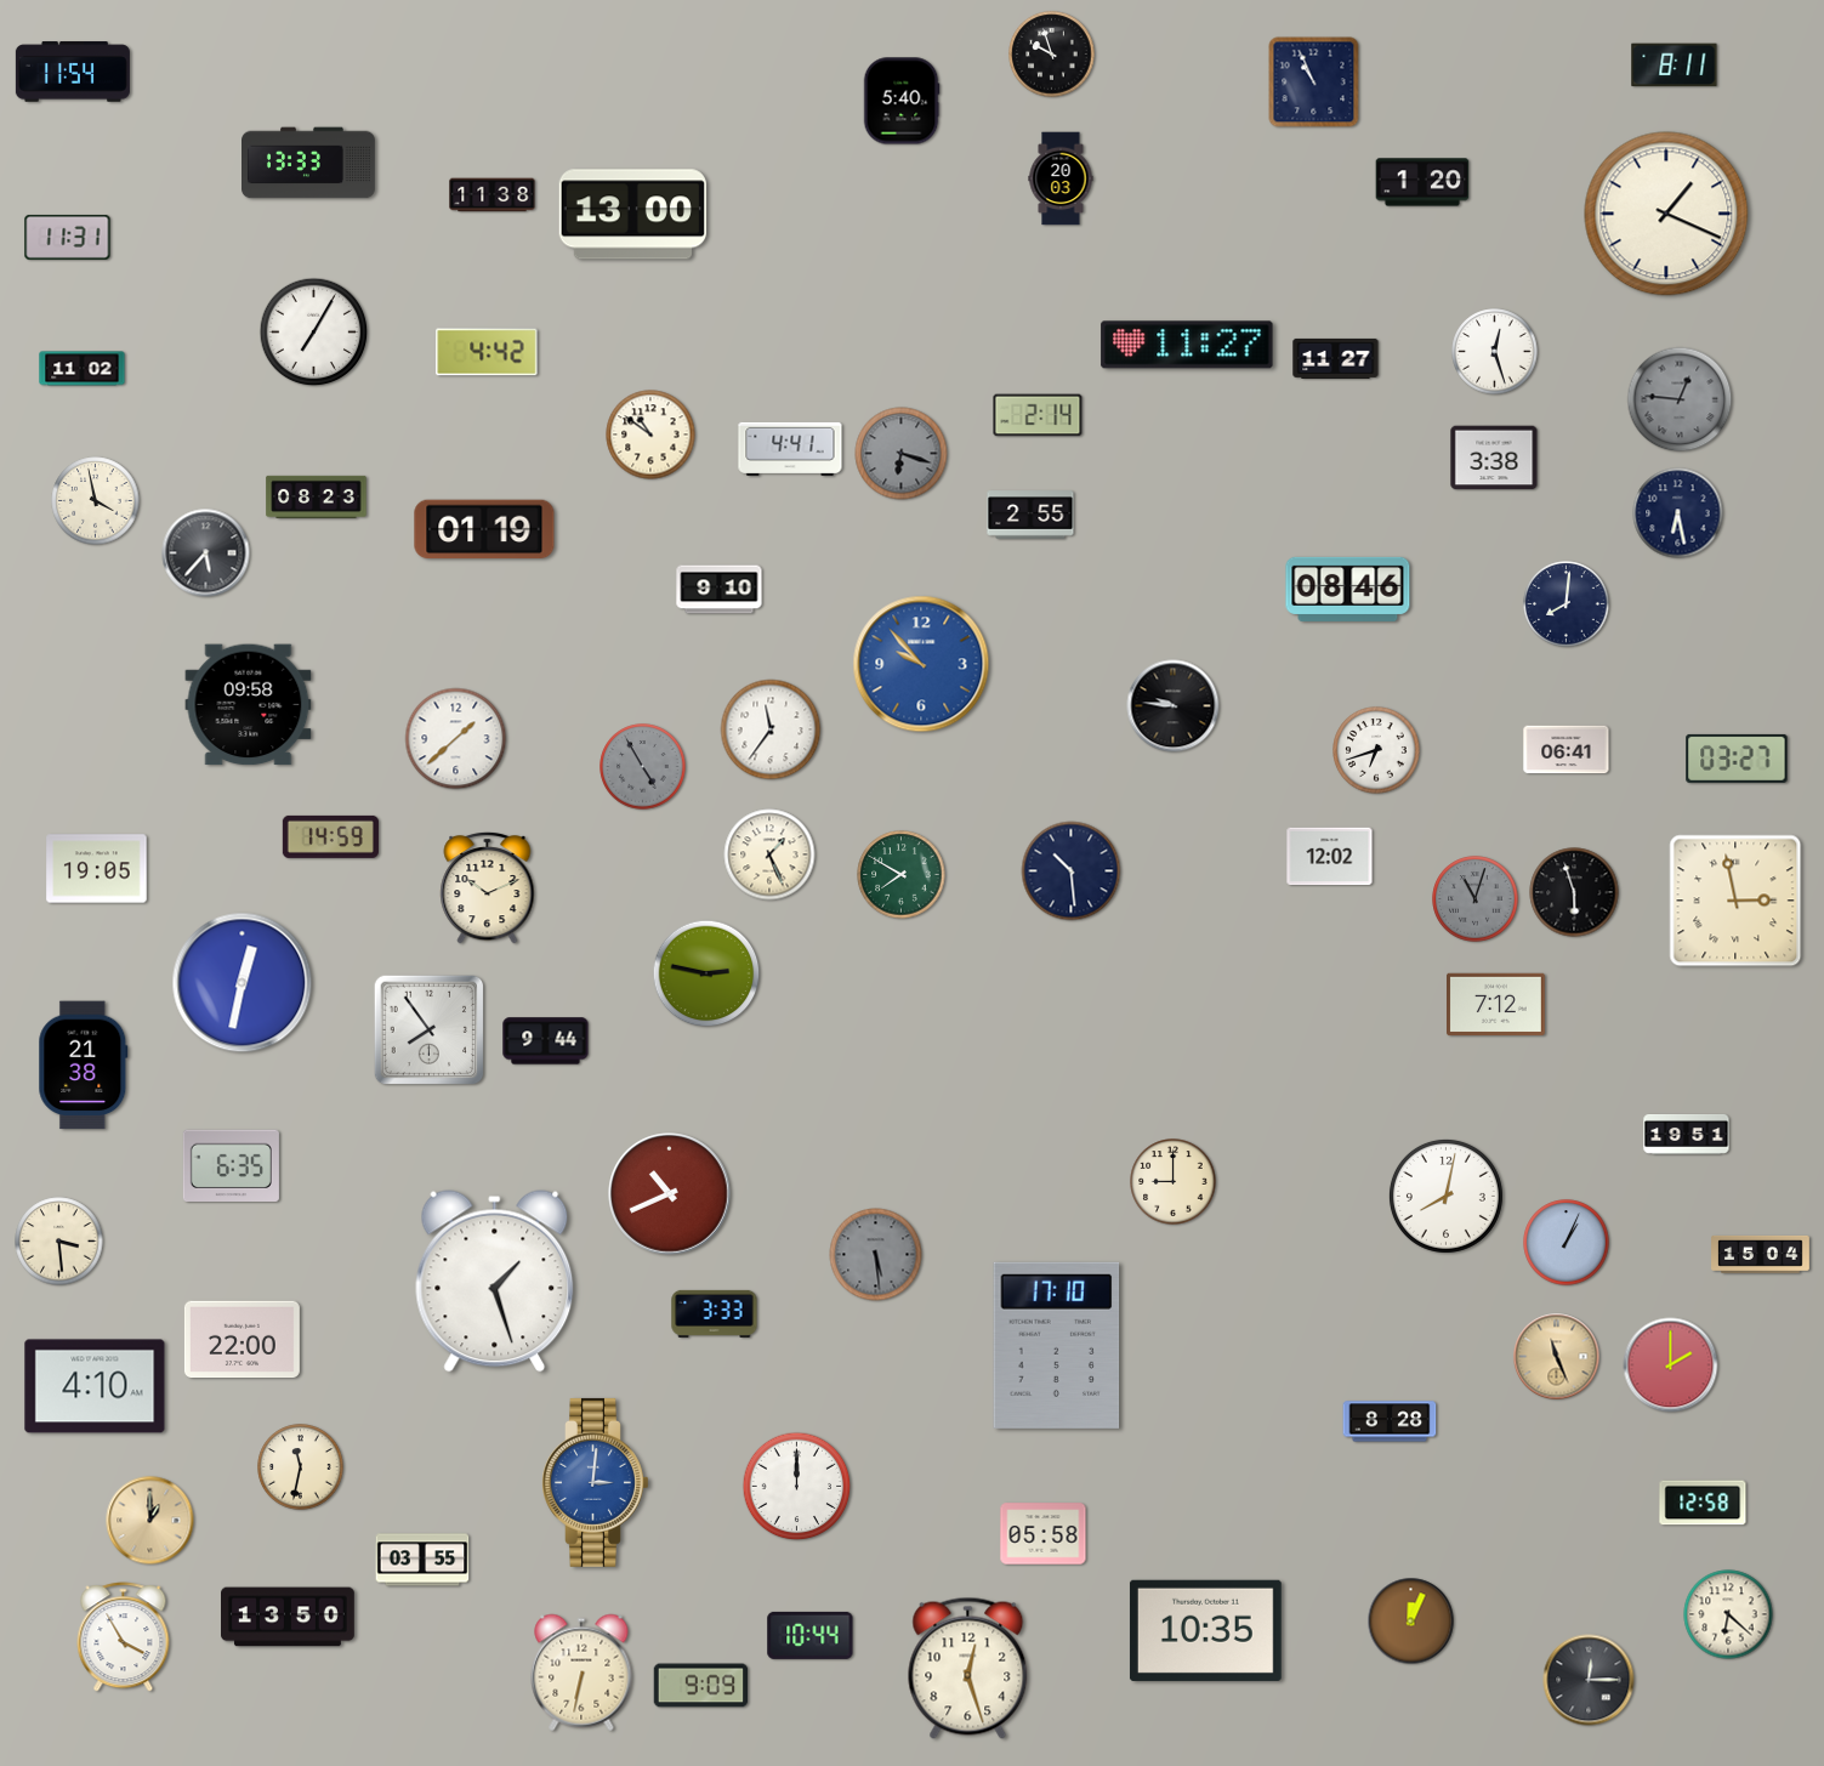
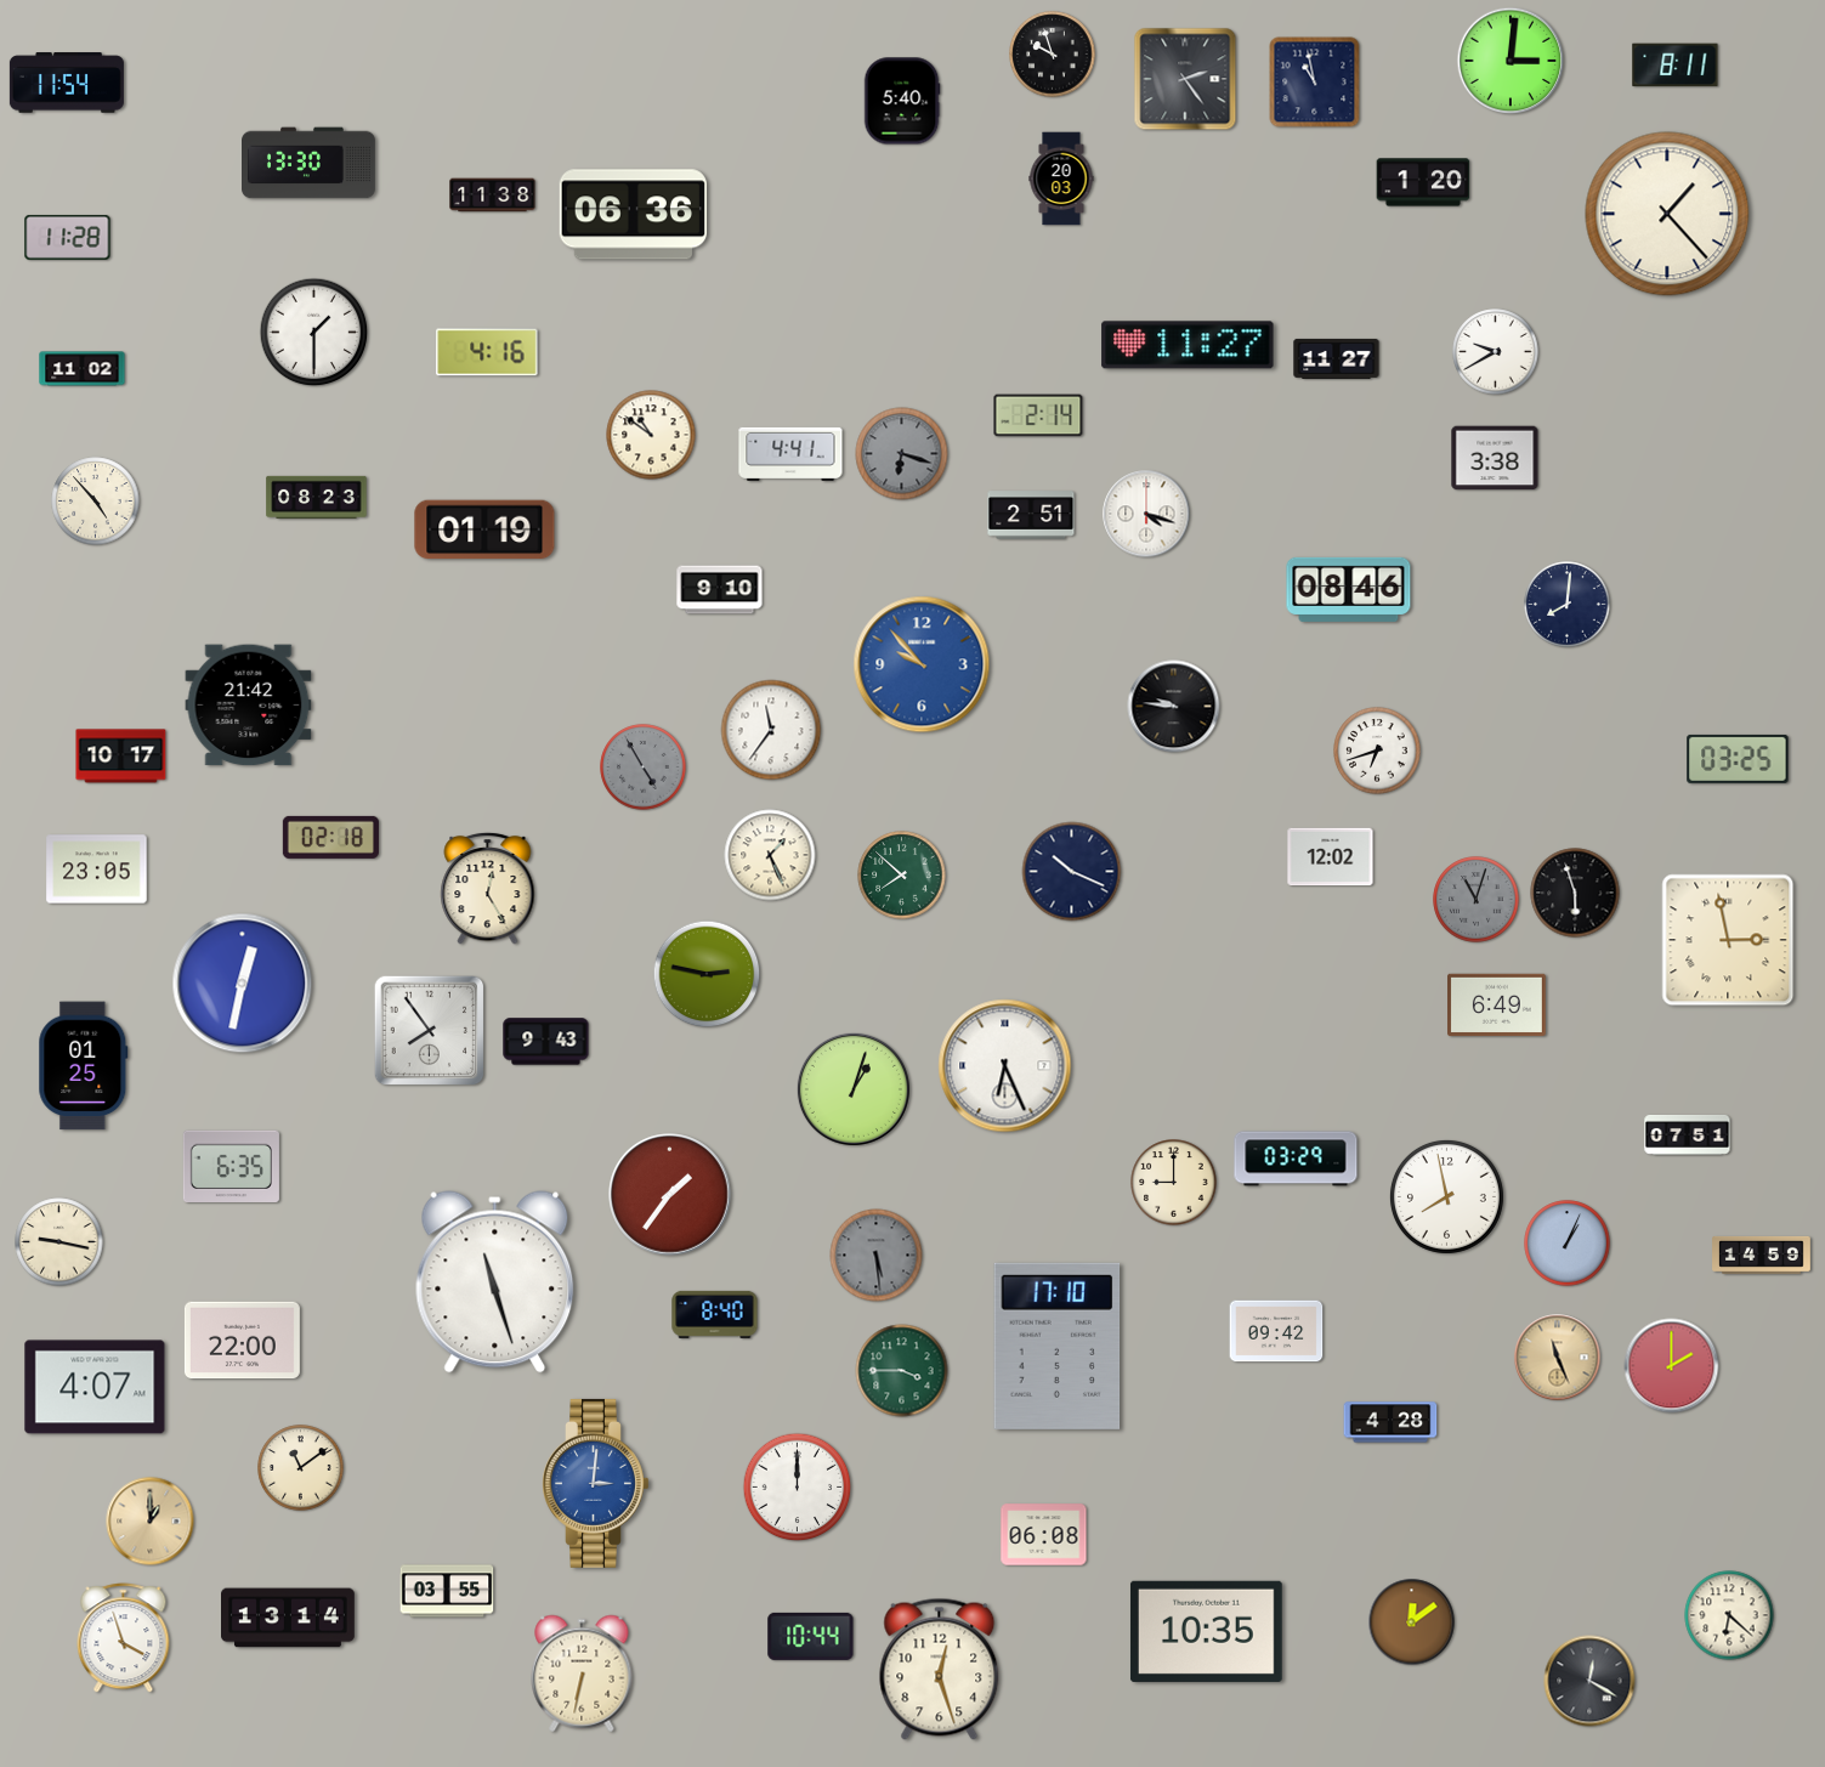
clock at (1511, 61): none -> 3:01
clock at (73, 72) position: (73, 72) -> (67, 83)
clock at (1185, 79): none -> 2:24
clock at (1314, 83): 10:56 -> 10:58
clock at (309, 163): 13:33 -> 13:30
clock at (1666, 214): 1:19 -> 1:23
clock at (632, 215): 13:00 -> 06:36
clock at (68, 237): 11:31 -> 11:28
clock at (314, 333): 7:05 -> 1:30
clock at (487, 352): 4:42 -> 4:16
clock at (1495, 352): 12:27 -> 9:40
clock at (1680, 399): 12:46 -> none
clock at (790, 449) position: (790, 449) -> (790, 454)
clock at (96, 501): 3:58 -> 4:53
clock at (1146, 514): none -> 4:18
clock at (1678, 513): 6:28 -> none
clock at (1030, 515): 2:55 -> 2:51
clock at (206, 553): 5:37 -> none
clock at (249, 705): 09:58 -> 21:42
clock at (456, 739): 1:38 -> none
clock at (1567, 750): 06:41 -> none
clock at (121, 757): none -> 10:17
clock at (1737, 759): 03:27 -> 03:25
clock at (330, 836): 14:59 -> 02:18
clock at (97, 869): 19:05 -> 23:05
clock at (1072, 871): 10:29 -> 10:19
clock at (902, 875): 7:50 -> 7:52
clock at (488, 887): 10:11 -> 12:25
clock at (1735, 901) position: (1735, 901) -> (1728, 940)
clock at (1496, 1005): 7:12 -> 6:49
clock at (546, 1041): 9:44 -> 9:43
clock at (84, 1066): 21:38 -> 01:25
clock at (1005, 1066): none -> 6:26
clock at (854, 1089): none -> 1:03
clock at (1687, 1135): 19:51 -> 07:51
clock at (1296, 1159): none -> 03:29
clock at (670, 1194): 10:41 -> 1:36
clock at (1445, 1196): 8:02 -> 7:58
clock at (59, 1242): 3:29 -> 9:17
clock at (1761, 1254): 15:04 -> 14:59
clock at (495, 1282): 1:27 -> 11:27
clock at (715, 1313): 3:33 -> 8:40
clock at (1276, 1331): none -> 09:42
clock at (902, 1371): none -> 3:45
clock at (95, 1386): 4:10 -> 4:07
clock at (1390, 1421): 8:28 -> 4:28
clock at (301, 1467): 11:32 -> 11:09
clock at (1703, 1503): 12:58 -> none
clock at (1044, 1534): 05:58 -> 06:08
clock at (422, 1560) position: (422, 1560) -> (447, 1591)
clock at (289, 1617): 13:50 -> 13:14
clock at (1411, 1622): 12:04 -> 12:09
clock at (124, 1637): 3:55 -> 3:57
clock at (968, 1668) position: (968, 1668) -> (940, 1669)
clock at (1589, 1680): 12:15 -> 12:20
clock at (701, 1686): 9:09 -> none
